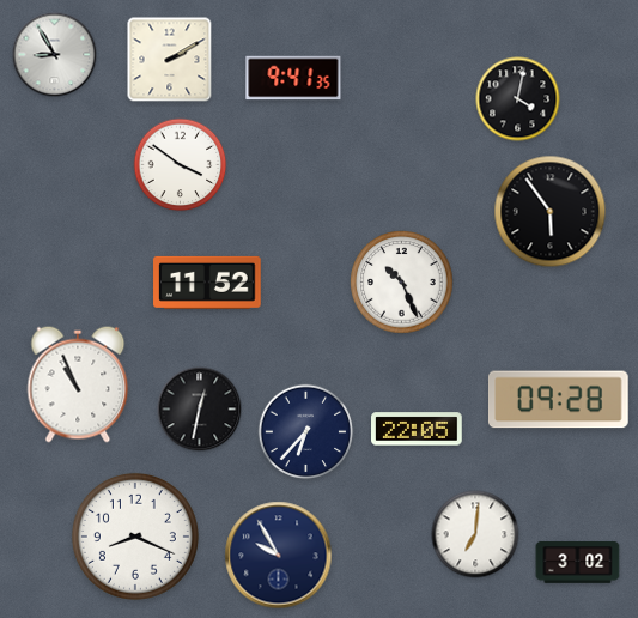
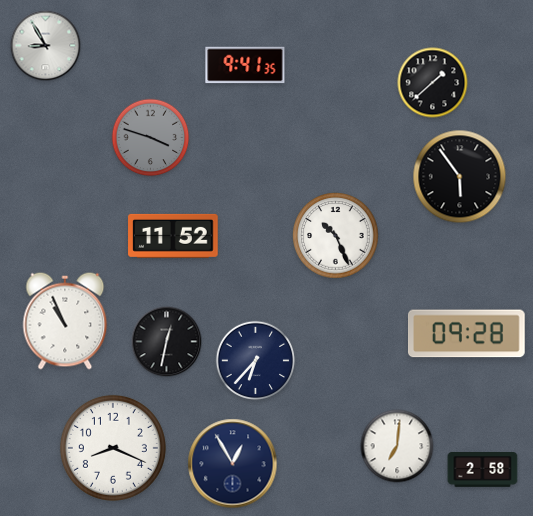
clock at (170, 60): 2:10 -> none
clock at (518, 99): 4:02 -> 1:38
clock at (181, 165): 3:51 -> 3:48
clock at (181, 165) dial: white -> grey
clock at (418, 429): 22:05 -> none
clock at (279, 556): 9:55 -> 12:55
clock at (578, 563): 3:02 -> 2:58
